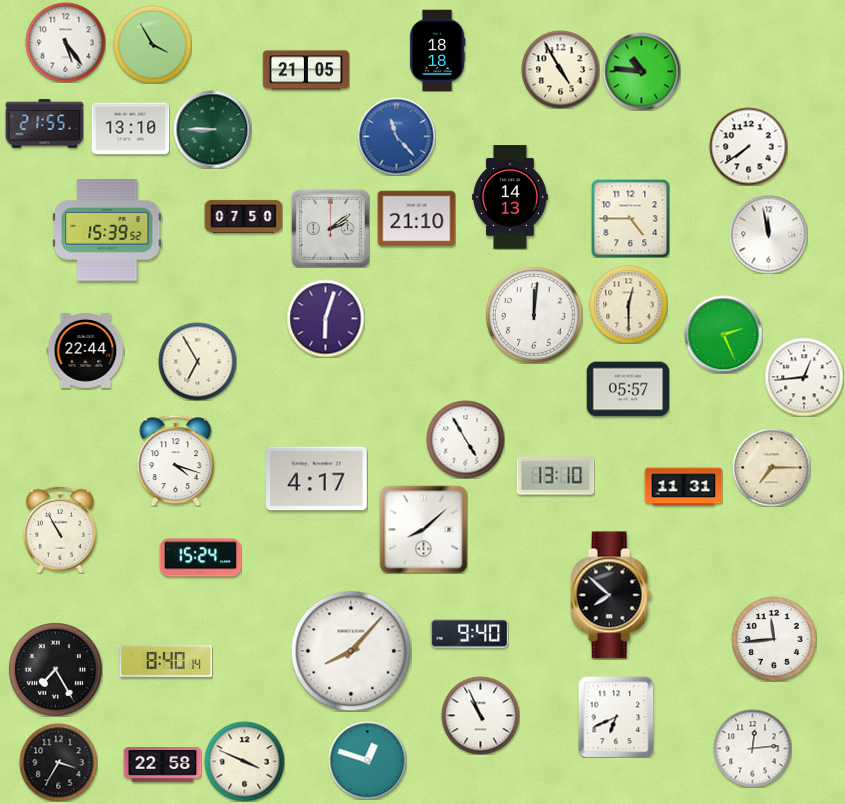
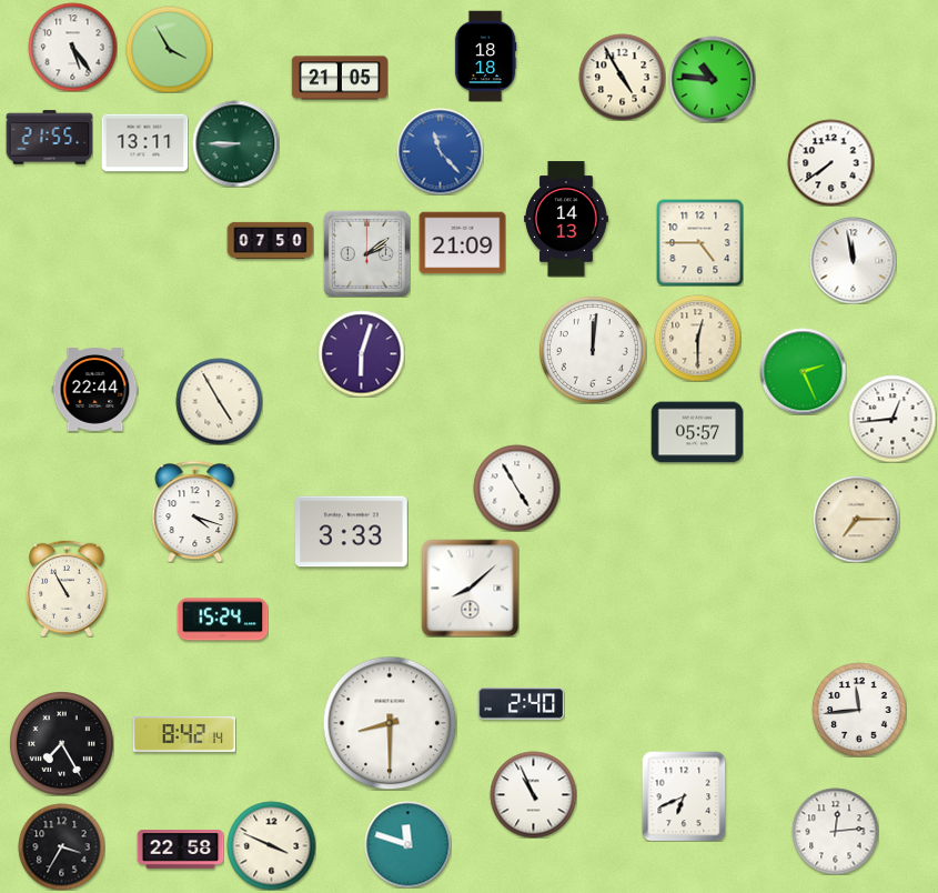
clock at (130, 129): 13:10 -> 13:11
clock at (416, 219): 21:10 -> 21:09
clock at (107, 230): 15:39 -> none
clock at (197, 361): 6:55 -> 4:55
clock at (555, 476): 13:10 -> none
clock at (317, 479): 4:17 -> 3:33
clock at (683, 487): 11:31 -> none
clock at (611, 595): 7:52 -> none
clock at (469, 634): 9:40 -> 2:40
clock at (351, 651): 8:07 -> 8:30
clock at (166, 661): 8:40 -> 8:42
clock at (367, 760): 12:48 -> 11:48
clock at (58, 762) position: (58, 762) -> (61, 846)
